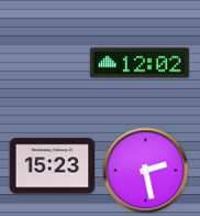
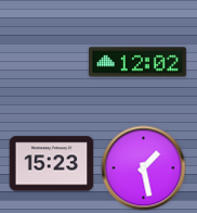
clock at (145, 170): 2:28 -> 1:28
